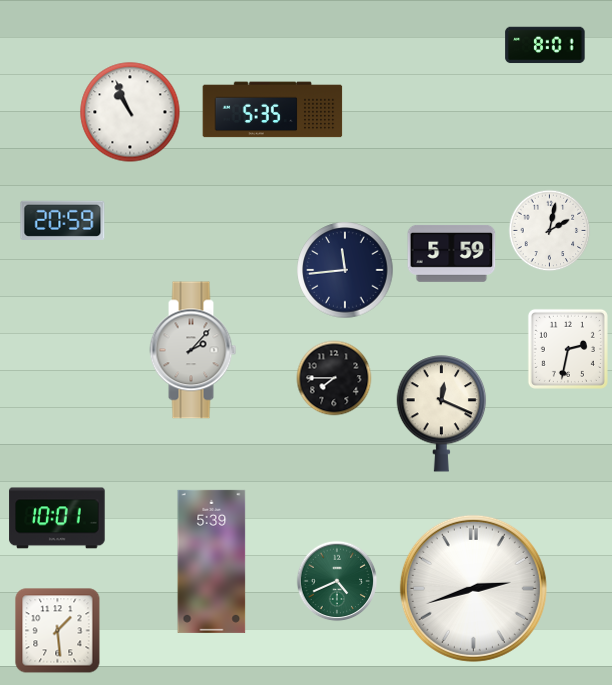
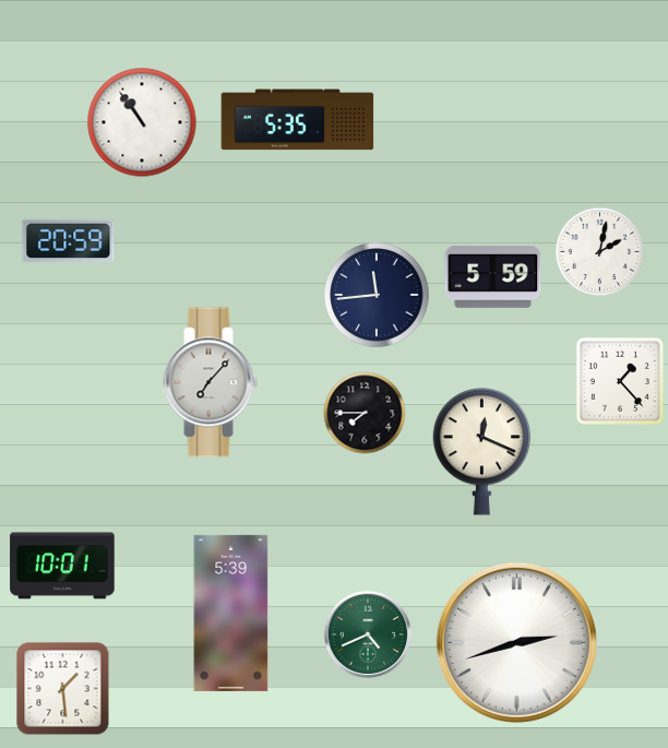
clock at (545, 45): 8:01 -> none
clock at (130, 112): 10:56 -> 10:54
clock at (568, 349): 2:32 -> 1:23
clock at (193, 350): 2:07 -> 7:07
